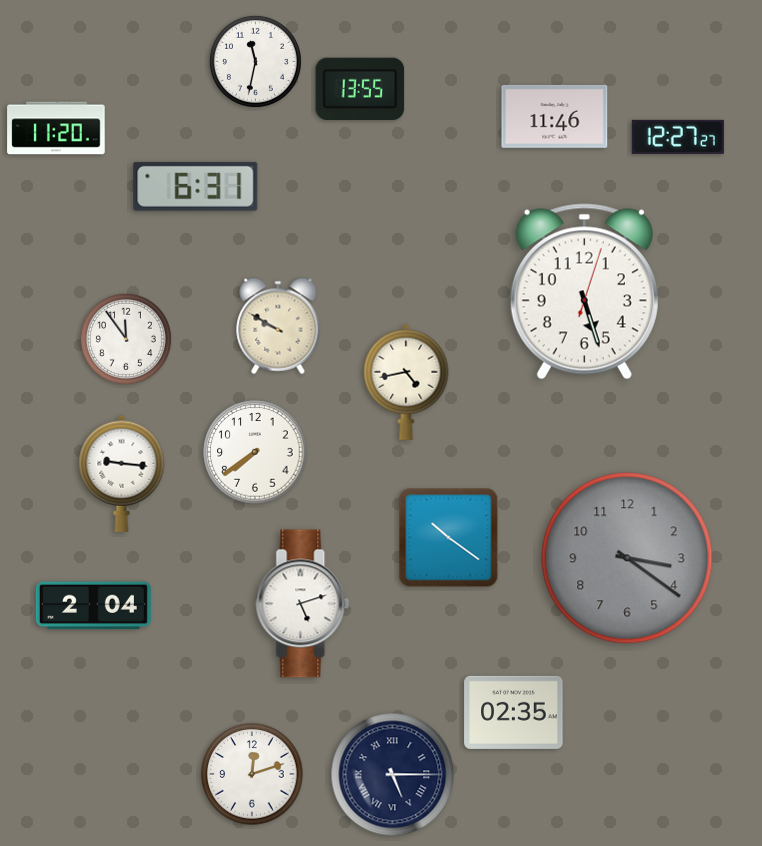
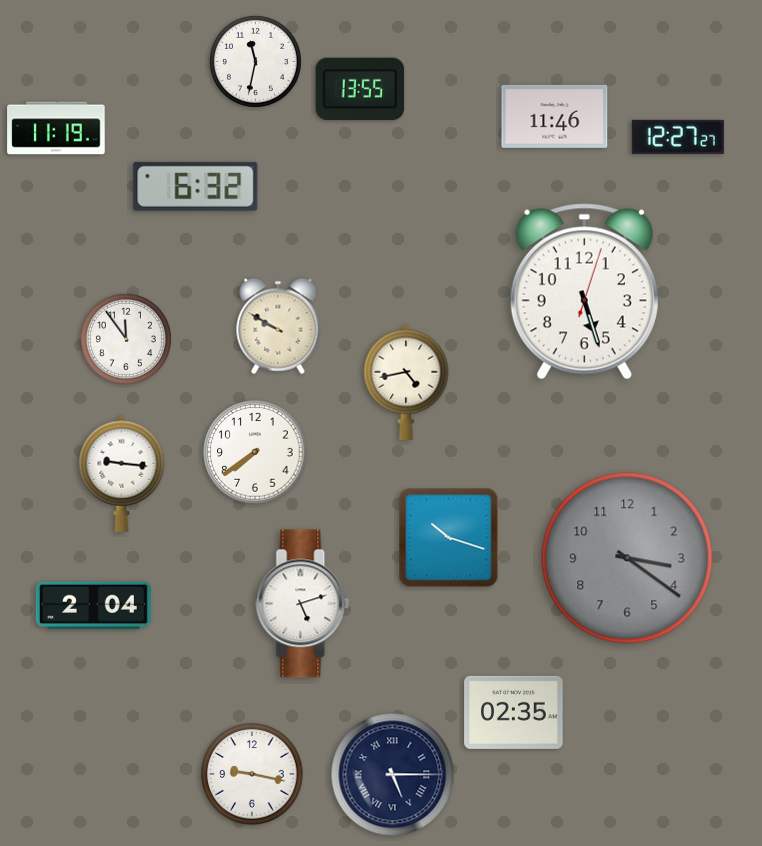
clock at (56, 128): 11:20 -> 11:19
clock at (196, 186): 6:31 -> 6:32
clock at (449, 538): 10:21 -> 10:18
clock at (252, 774): 12:12 -> 9:17
